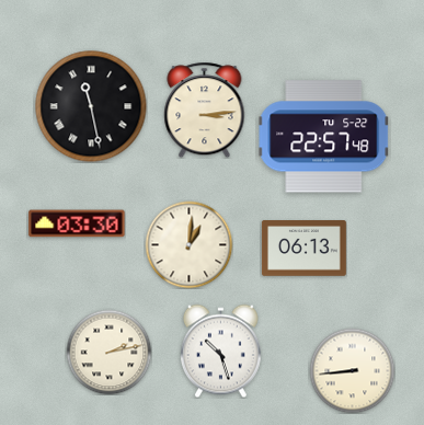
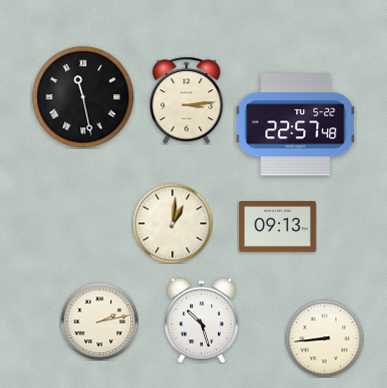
clock at (77, 223): 03:30 -> none
clock at (303, 249): 06:13 -> 09:13
clock at (352, 370) position: (352, 370) -> (324, 338)
